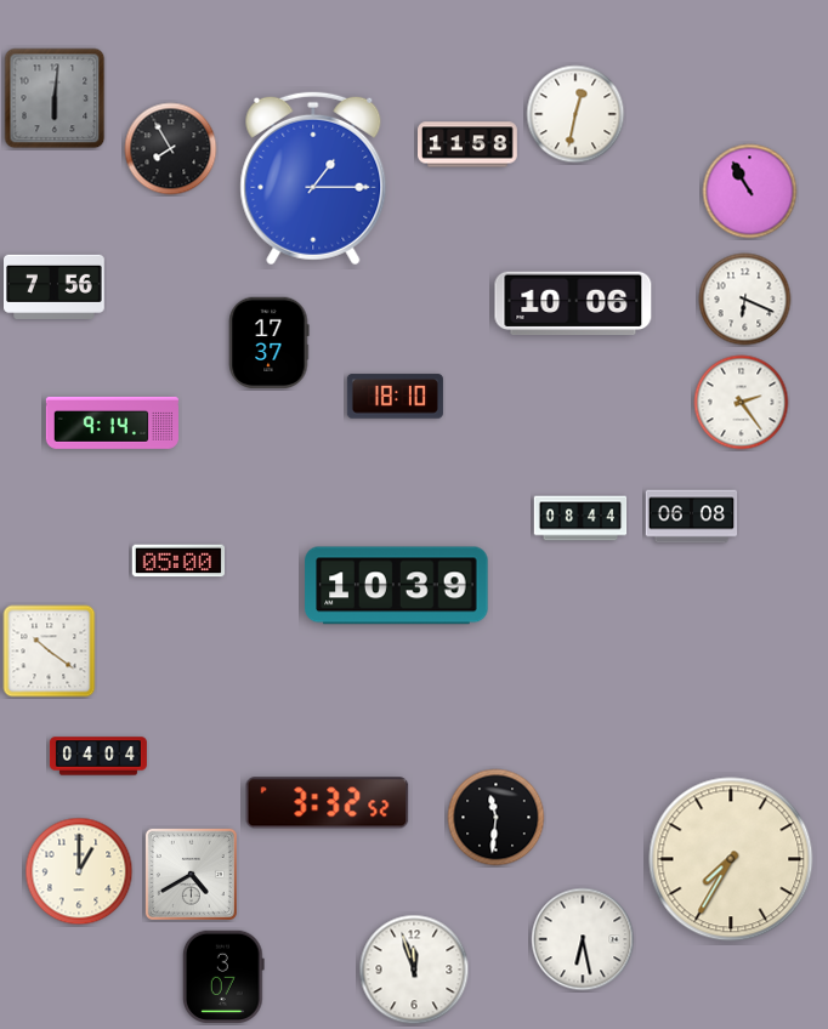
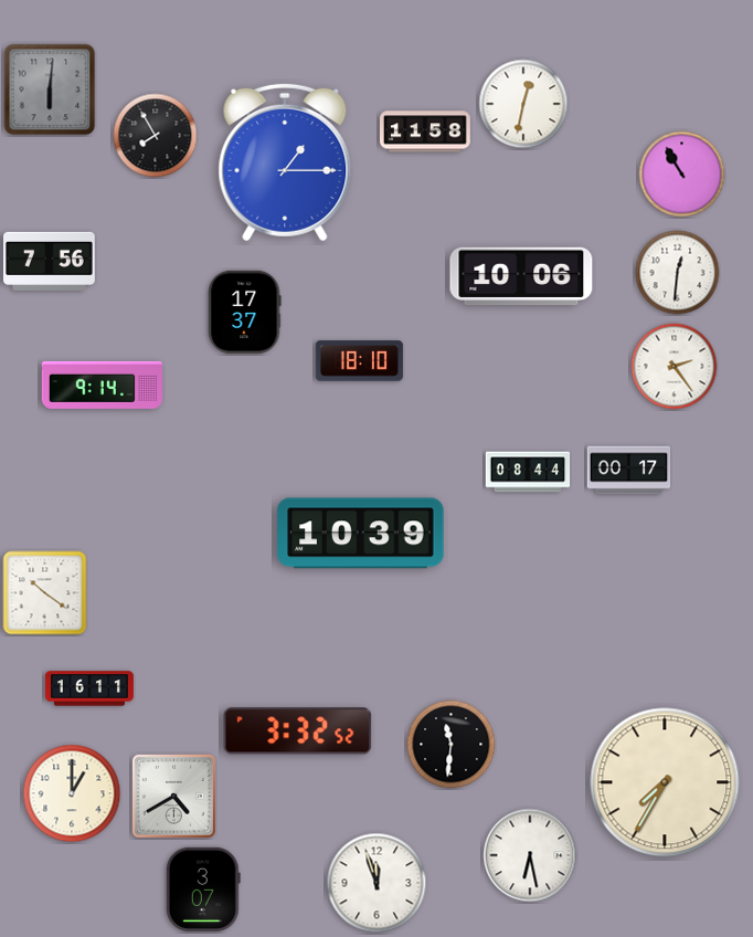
clock at (745, 300): 6:19 -> 12:31
clock at (692, 517): 06:08 -> 00:17
clock at (177, 561): 05:00 -> none
clock at (98, 756): 04:04 -> 16:11
